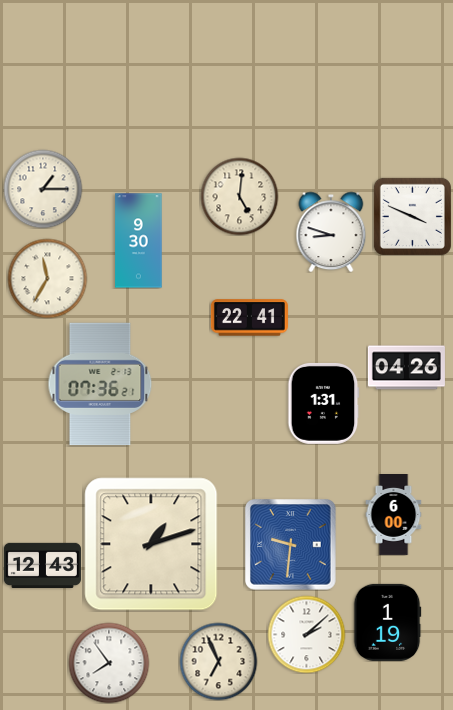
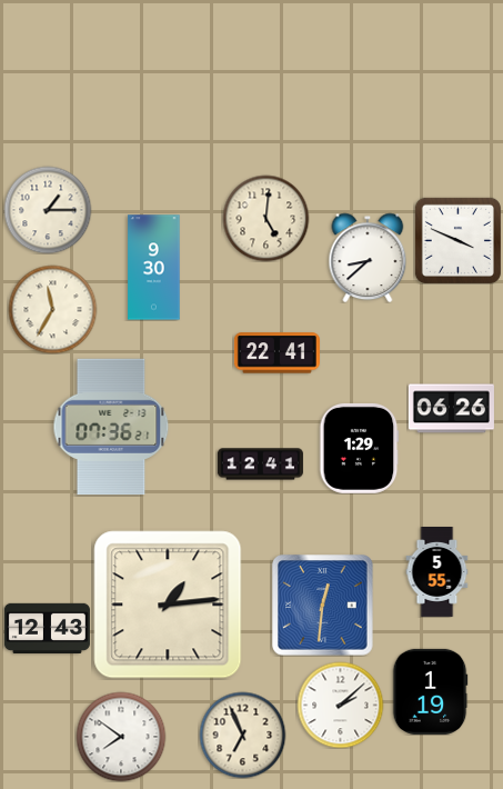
clock at (331, 232): 8:48 -> 8:38
clock at (406, 368): 04:26 -> 06:26
clock at (324, 403): 1:31 -> 1:29
clock at (260, 465): none -> 12:41
clock at (394, 515): 6:00 -> 5:55
clock at (151, 544): 1:12 -> 1:14
clock at (291, 545): 9:31 -> 12:31
clock at (109, 663): 7:54 -> 7:51
